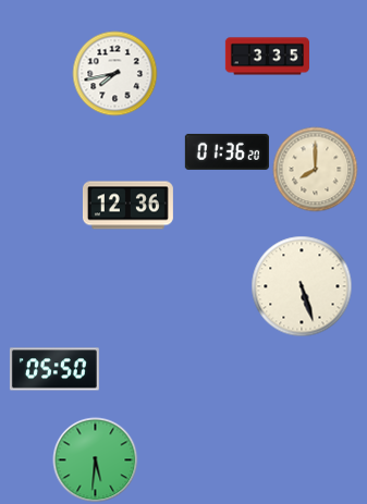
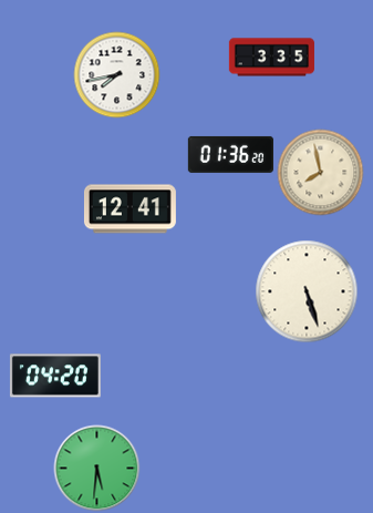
clock at (315, 169): 8:00 -> 7:58
clock at (127, 206): 12:36 -> 12:41
clock at (54, 369): 05:50 -> 04:20
